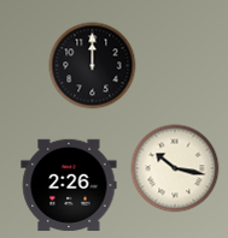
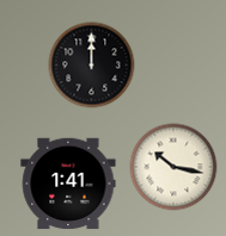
clock at (69, 185): 2:26 -> 1:41
